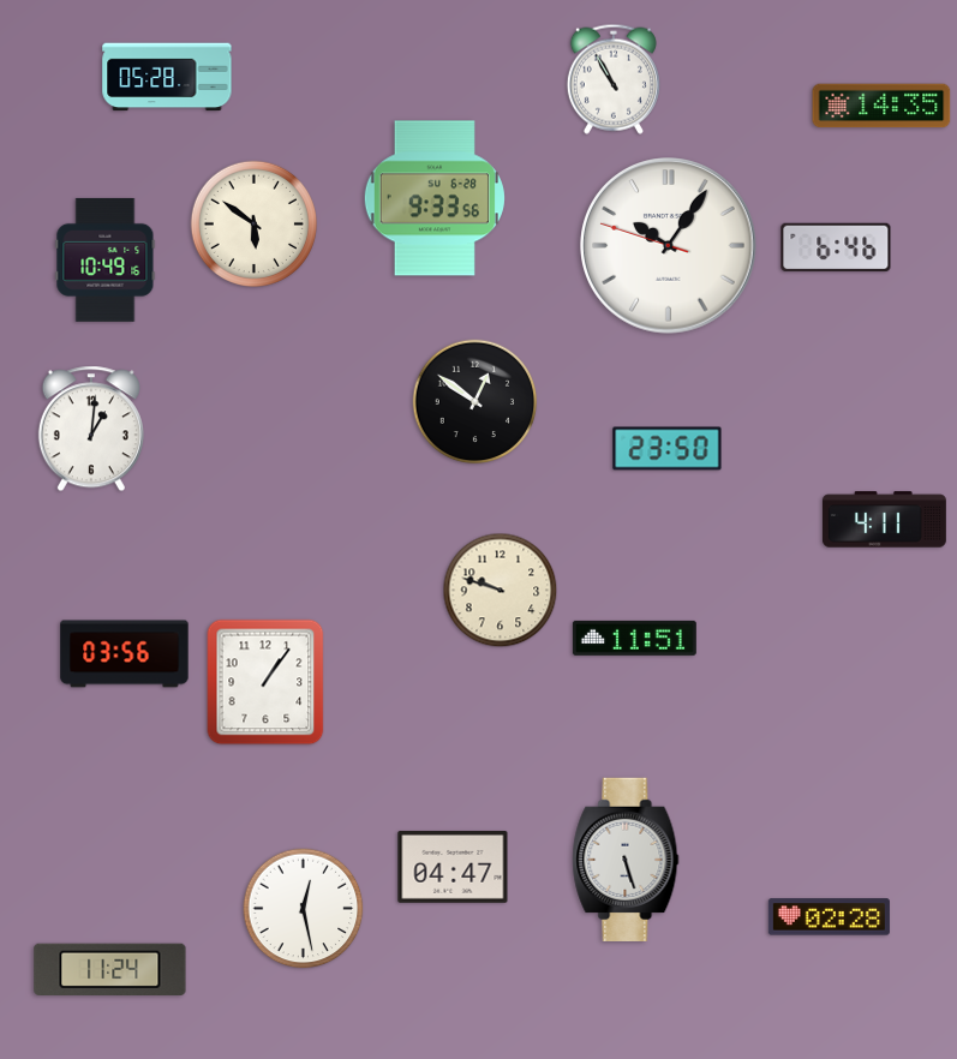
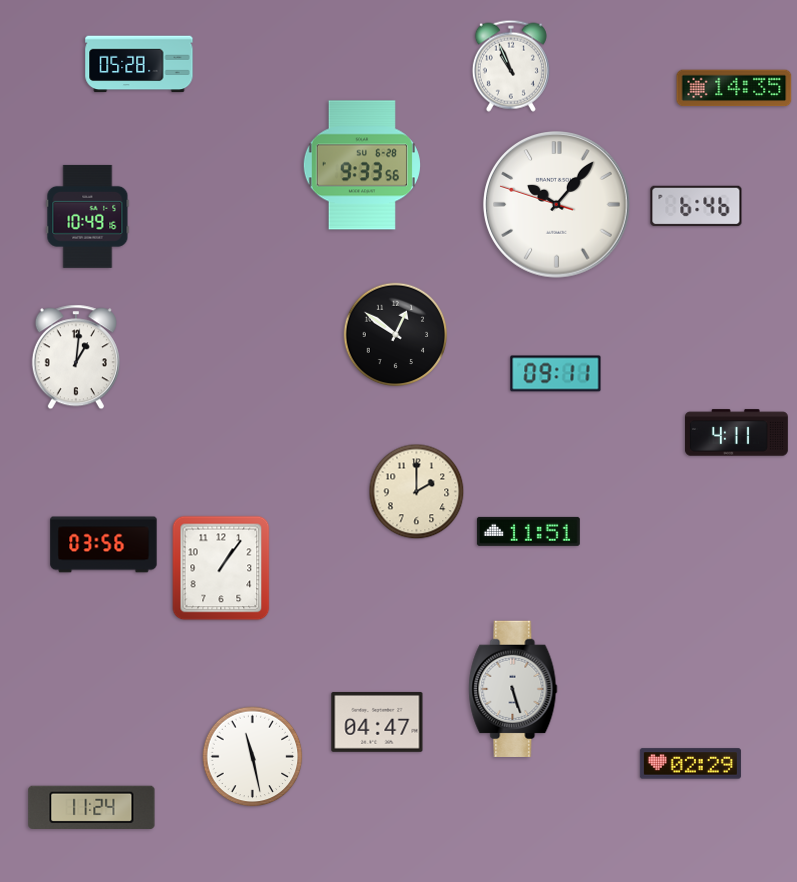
clock at (614, 79): 10:55 -> 10:56
clock at (253, 223): 5:51 -> none
clock at (669, 246): 10:05 -> 10:06
clock at (668, 449): 23:50 -> 09:11
clock at (501, 591): 9:48 -> 2:00
clock at (626, 858) position: (626, 858) -> (513, 688)
clock at (304, 909): 12:28 -> 11:28
clock at (829, 917): 02:28 -> 02:29
